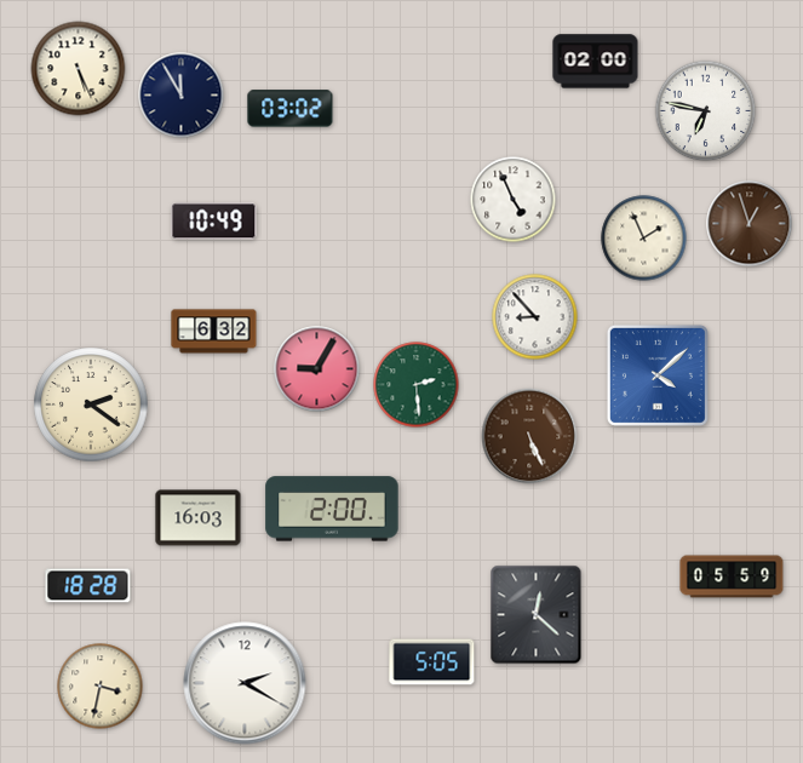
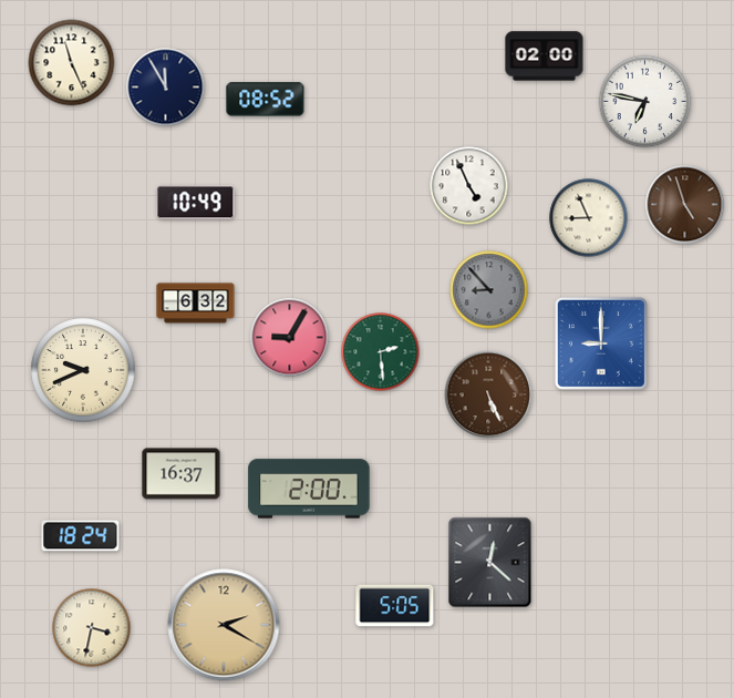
clock at (79, 69): 5:26 -> 11:26
clock at (291, 109): 03:02 -> 08:52
clock at (514, 200) position: (514, 200) -> (469, 186)
clock at (750, 224): 12:57 -> 4:57
clock at (644, 239): 1:56 -> 8:56
clock at (535, 317) dial: white -> grey
clock at (658, 375): 4:08 -> 9:00
clock at (91, 405): 2:21 -> 9:41
clock at (529, 436) position: (529, 436) -> (488, 394)
clock at (332, 509) position: (332, 509) -> (309, 489)
clock at (199, 518): 16:03 -> 16:37
clock at (732, 576): 05:59 -> none
clock at (88, 586): 18:28 -> 18:24
clock at (245, 683) dial: white -> champagne
